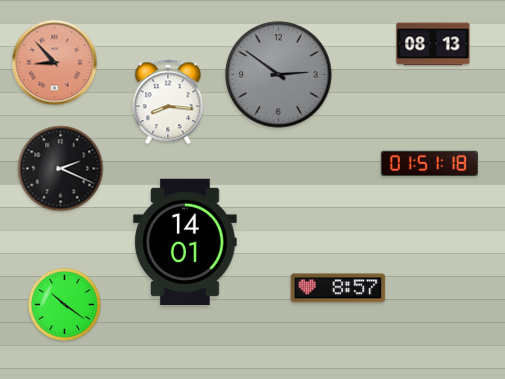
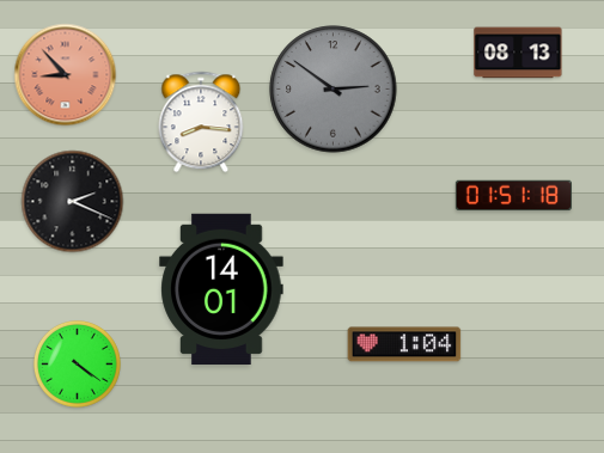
clock at (338, 288): 8:57 -> 1:04
clock at (64, 304): 10:21 -> 4:21
